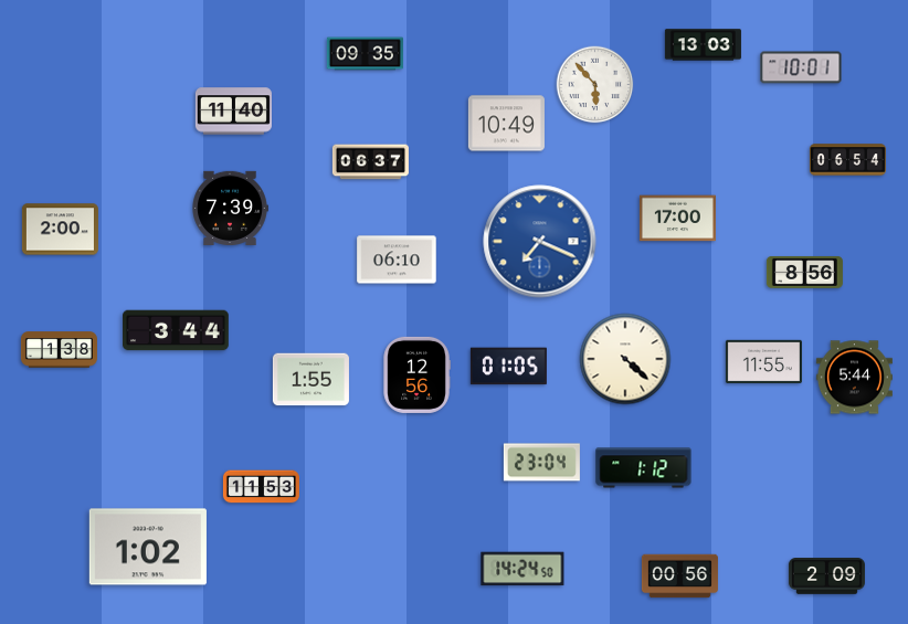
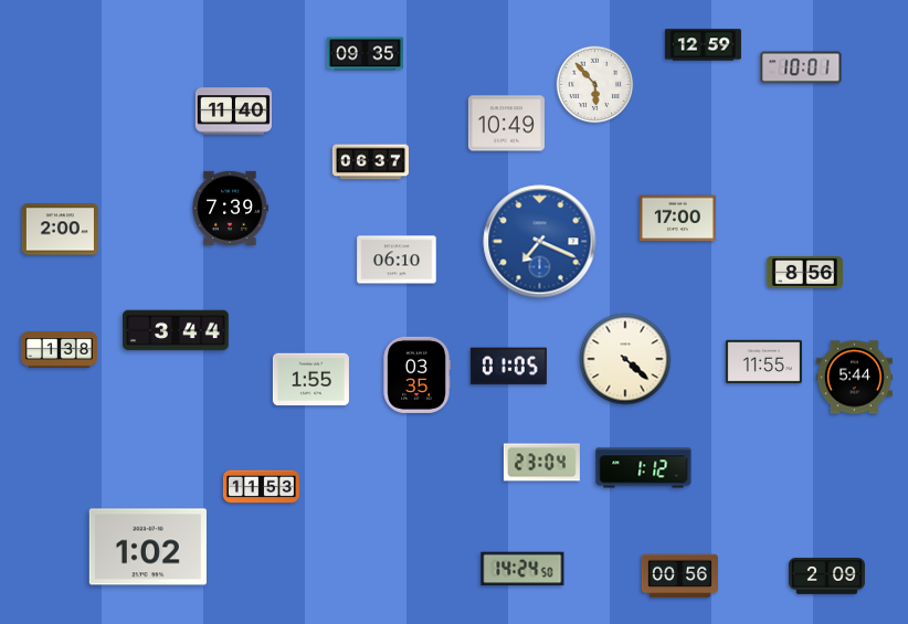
clock at (703, 45): 13:03 -> 12:59
clock at (847, 160): 06:54 -> none
clock at (416, 374): 12:56 -> 03:35
